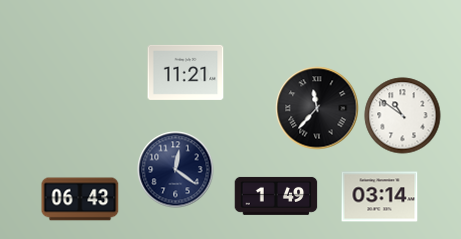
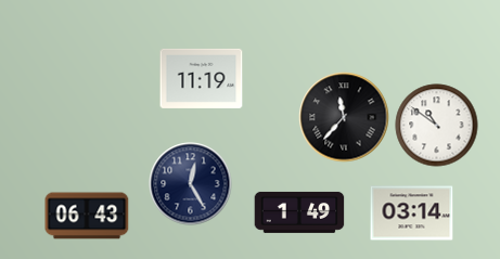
clock at (186, 72): 11:21 -> 11:19
clock at (176, 170): 12:21 -> 12:25
